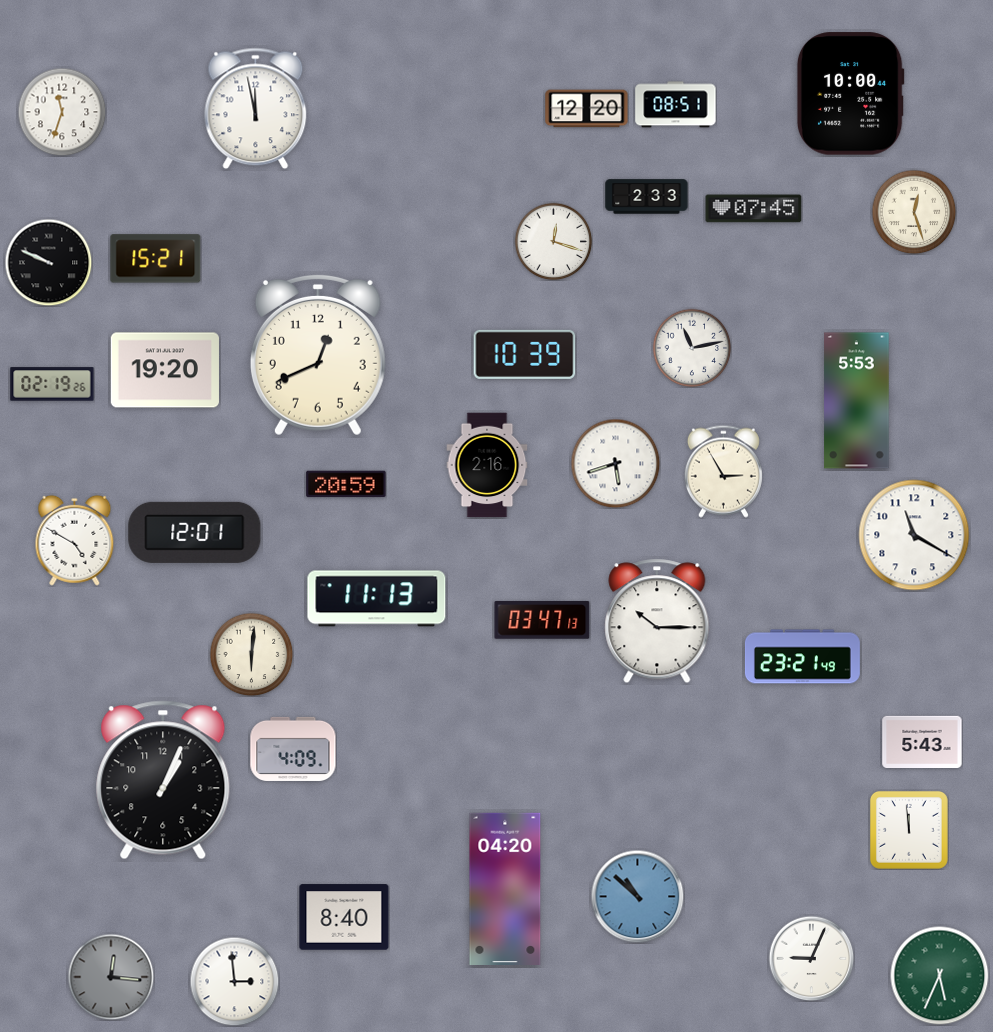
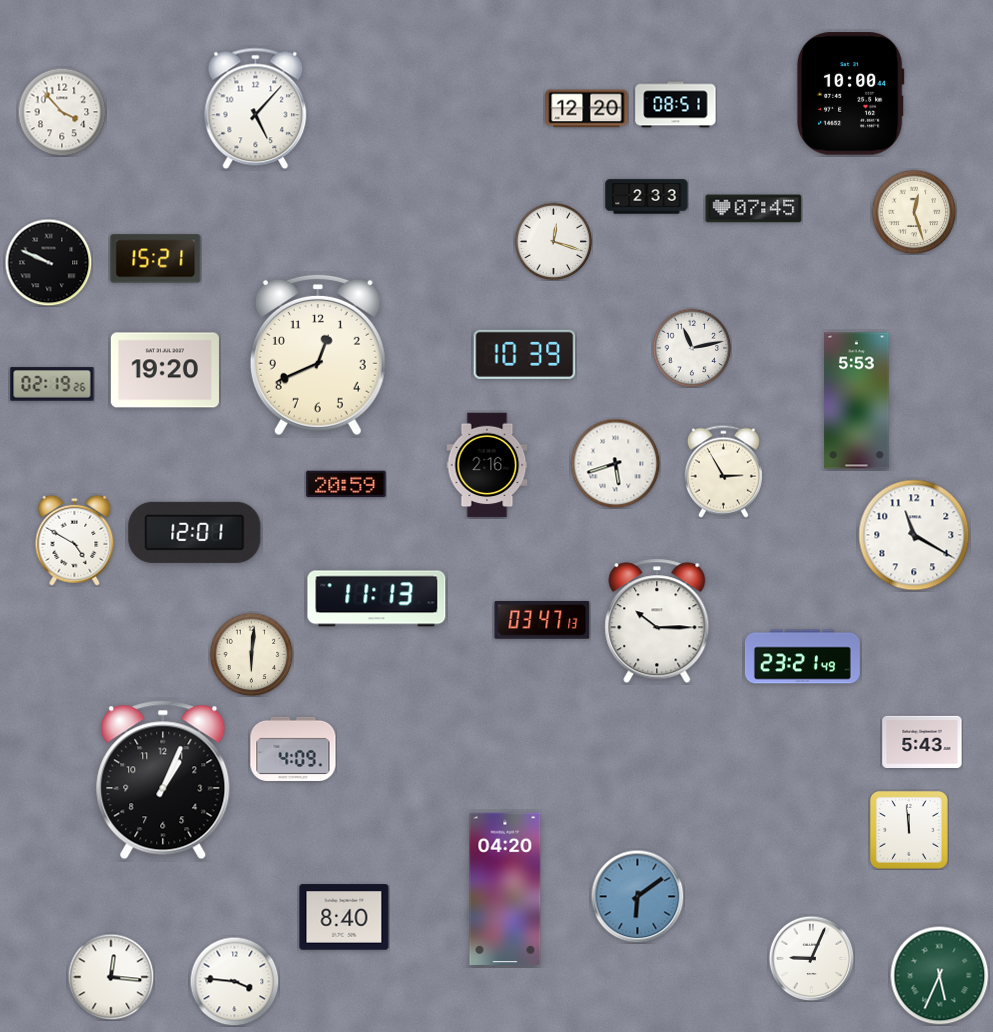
clock at (256, 109): 11:58 -> 5:07
clock at (62, 112): 11:33 -> 3:53
clock at (637, 896): 10:52 -> 6:09
clock at (111, 977) dial: grey -> white
clock at (234, 981): 2:59 -> 3:46
